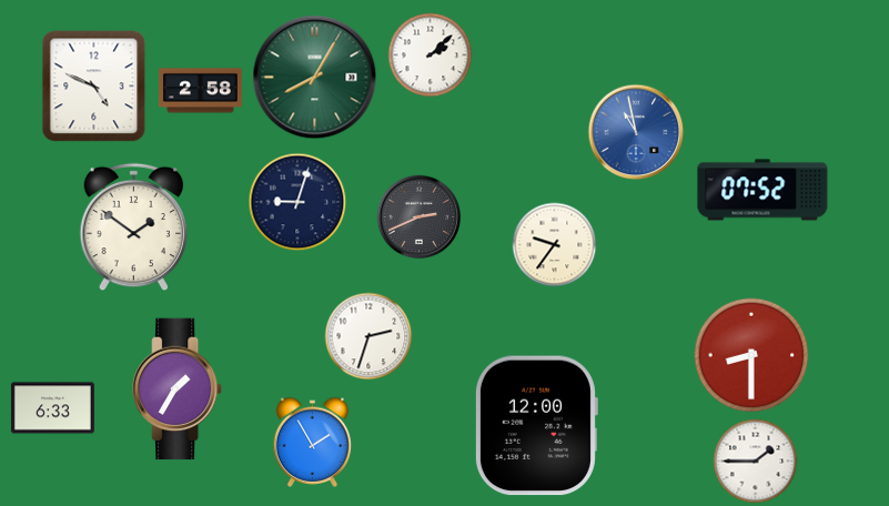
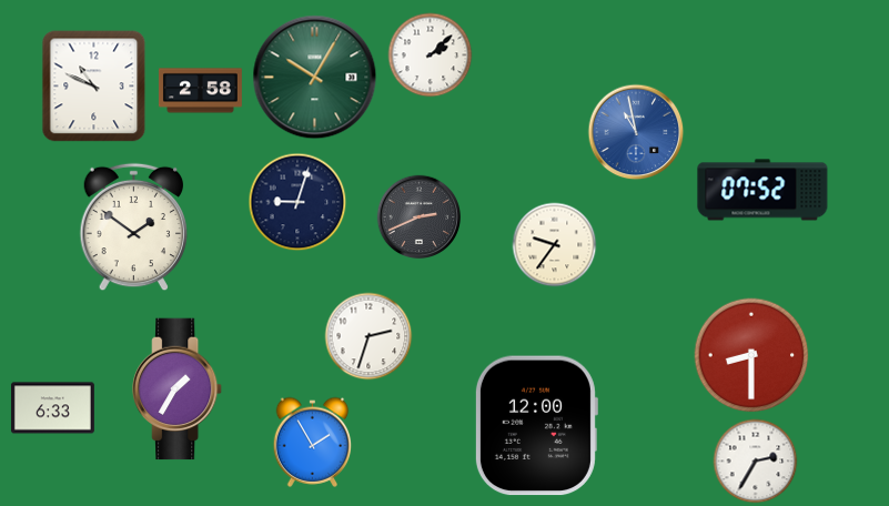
clock at (315, 78): 8:05 -> 10:05
clock at (94, 87): 4:49 -> 10:49
clock at (756, 462): 1:45 -> 2:35
